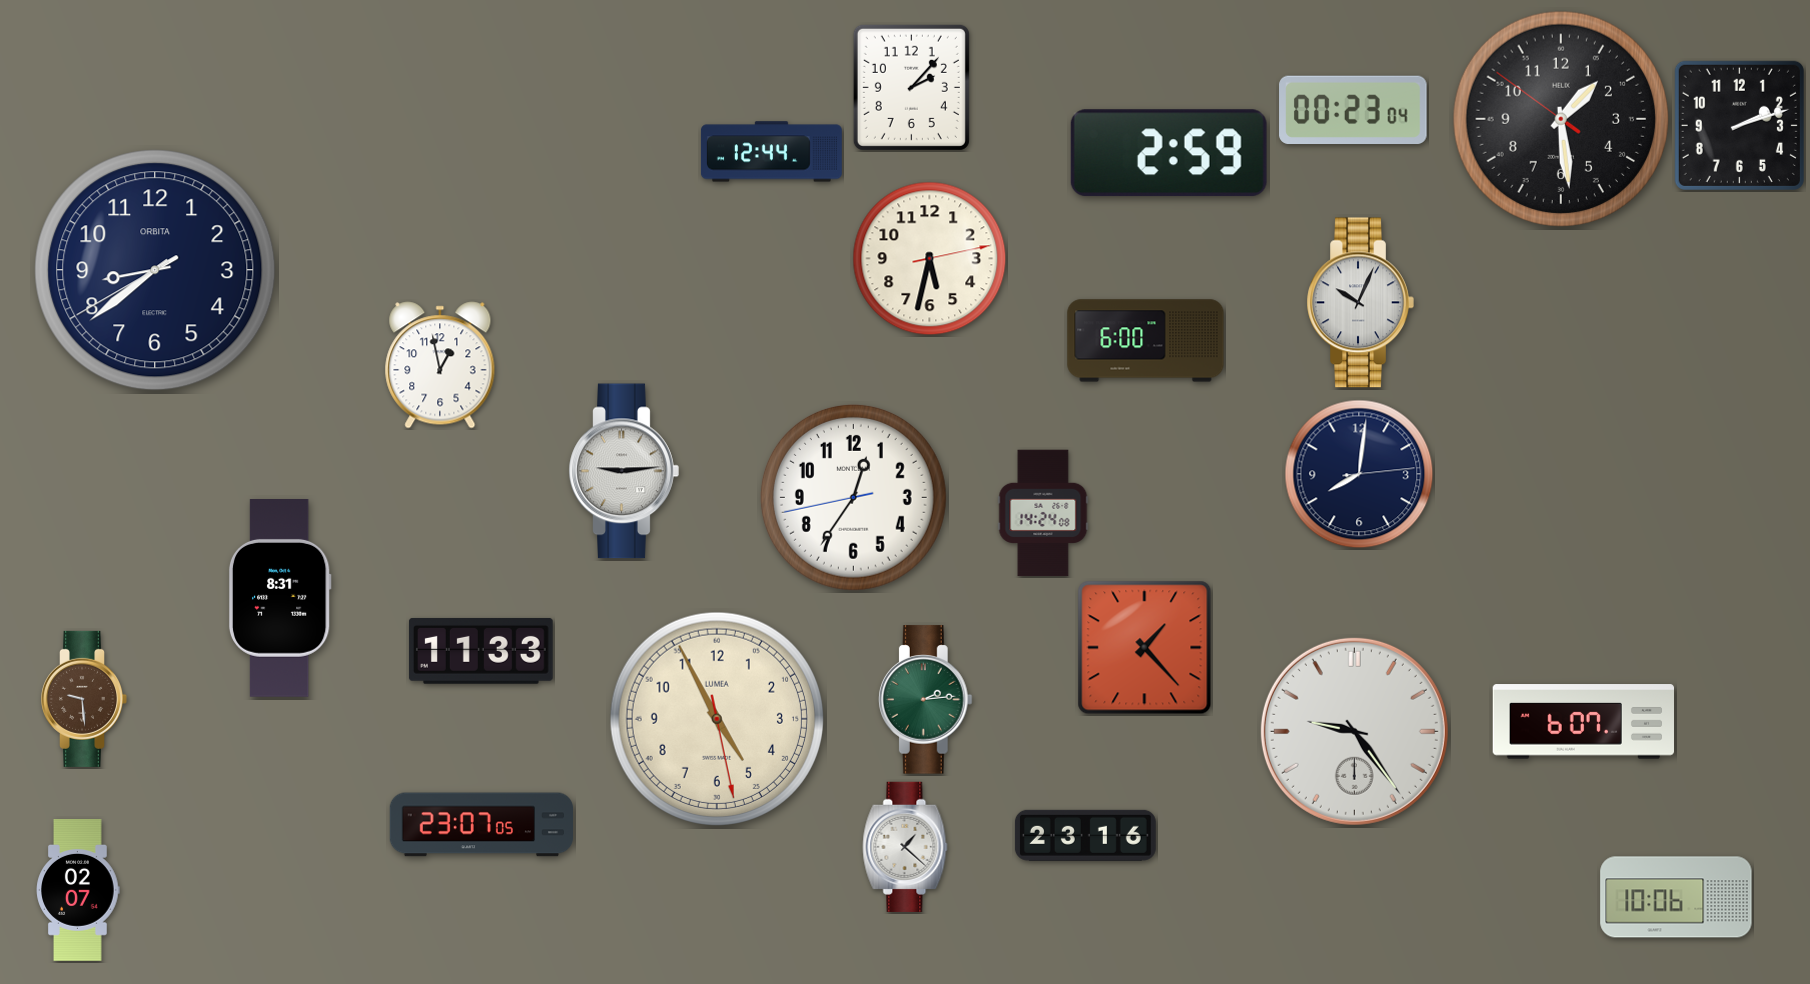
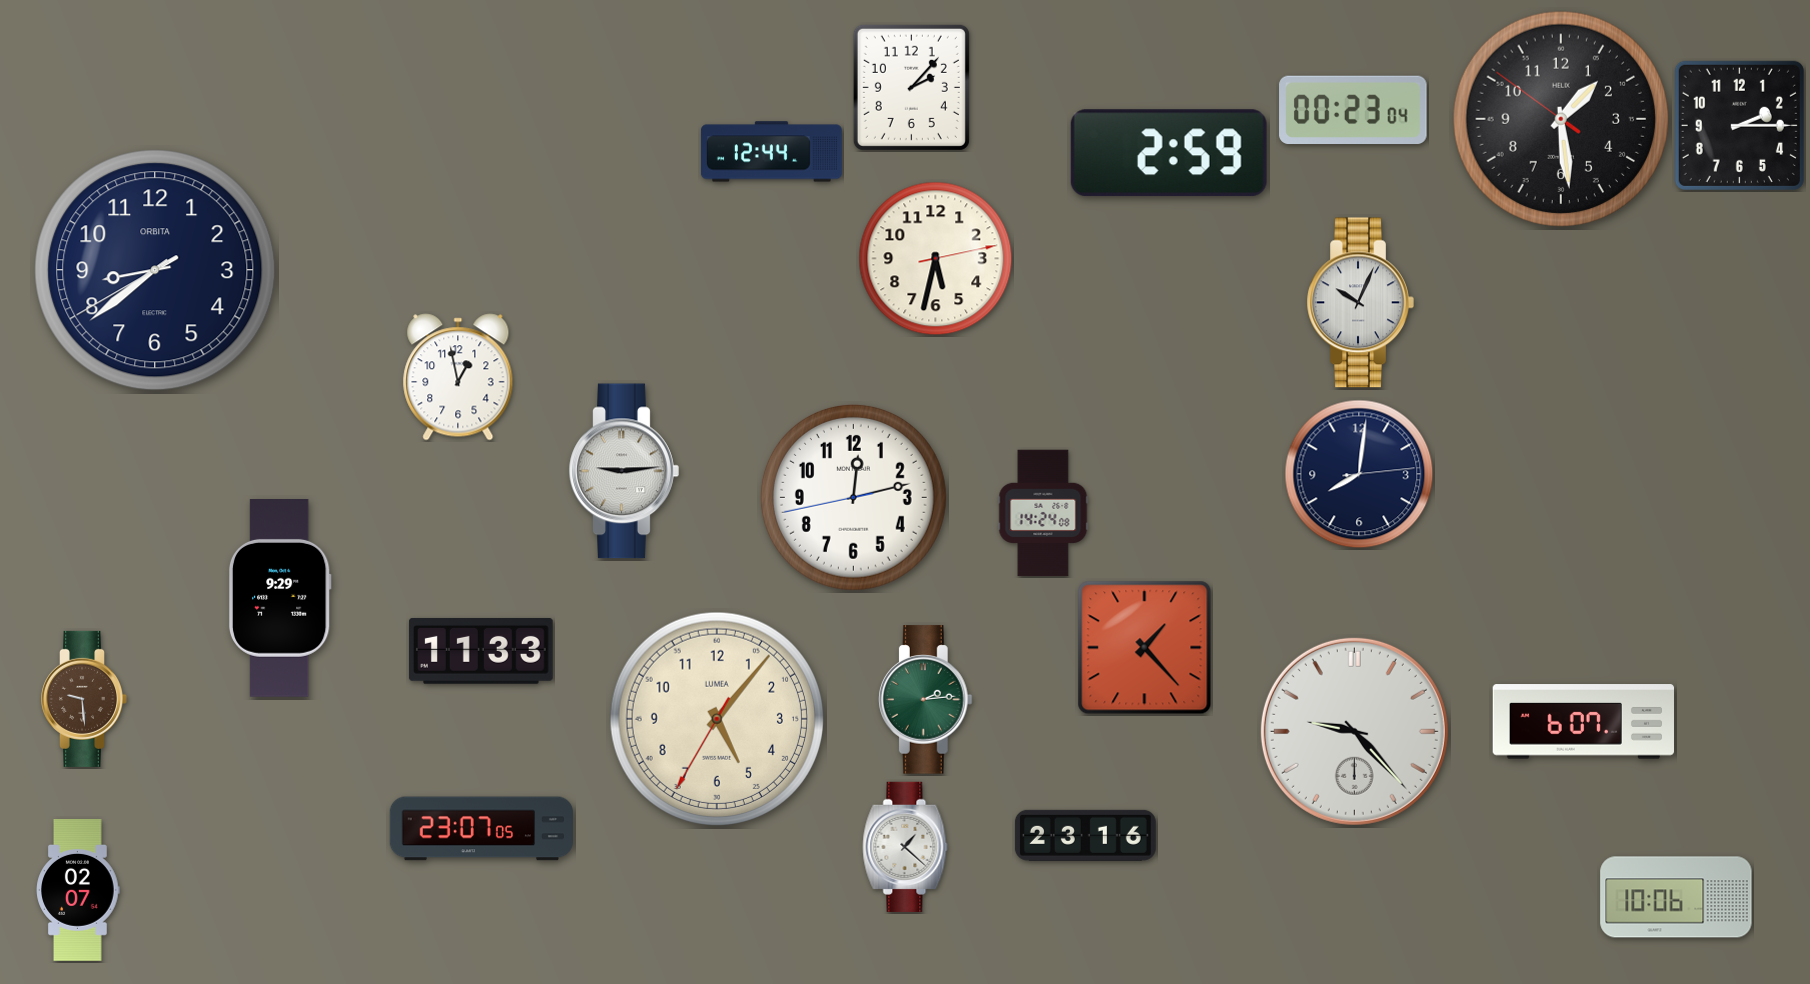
clock at (1739, 125): 2:12 -> 2:15
clock at (930, 259) position: (930, 259) -> (936, 259)
clock at (1146, 341): 6:00 -> none
clock at (440, 365) position: (440, 365) -> (458, 377)
clock at (853, 497): 12:35 -> 12:12
clock at (280, 599): 8:31 -> 9:29
clock at (716, 718): 4:55 -> 5:06
clock at (1354, 731): 9:24 -> 9:23
clock at (481, 825) position: (481, 825) -> (481, 829)
